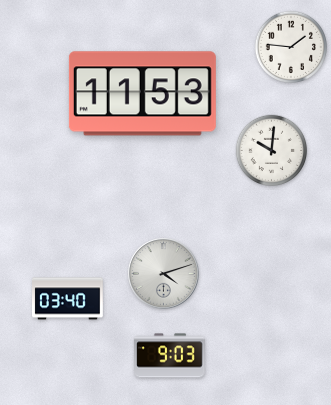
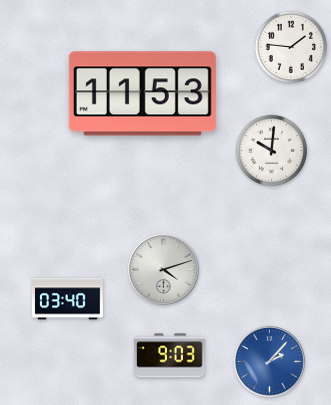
clock at (164, 274) position: (164, 274) -> (164, 270)
clock at (270, 362): none -> 2:07
